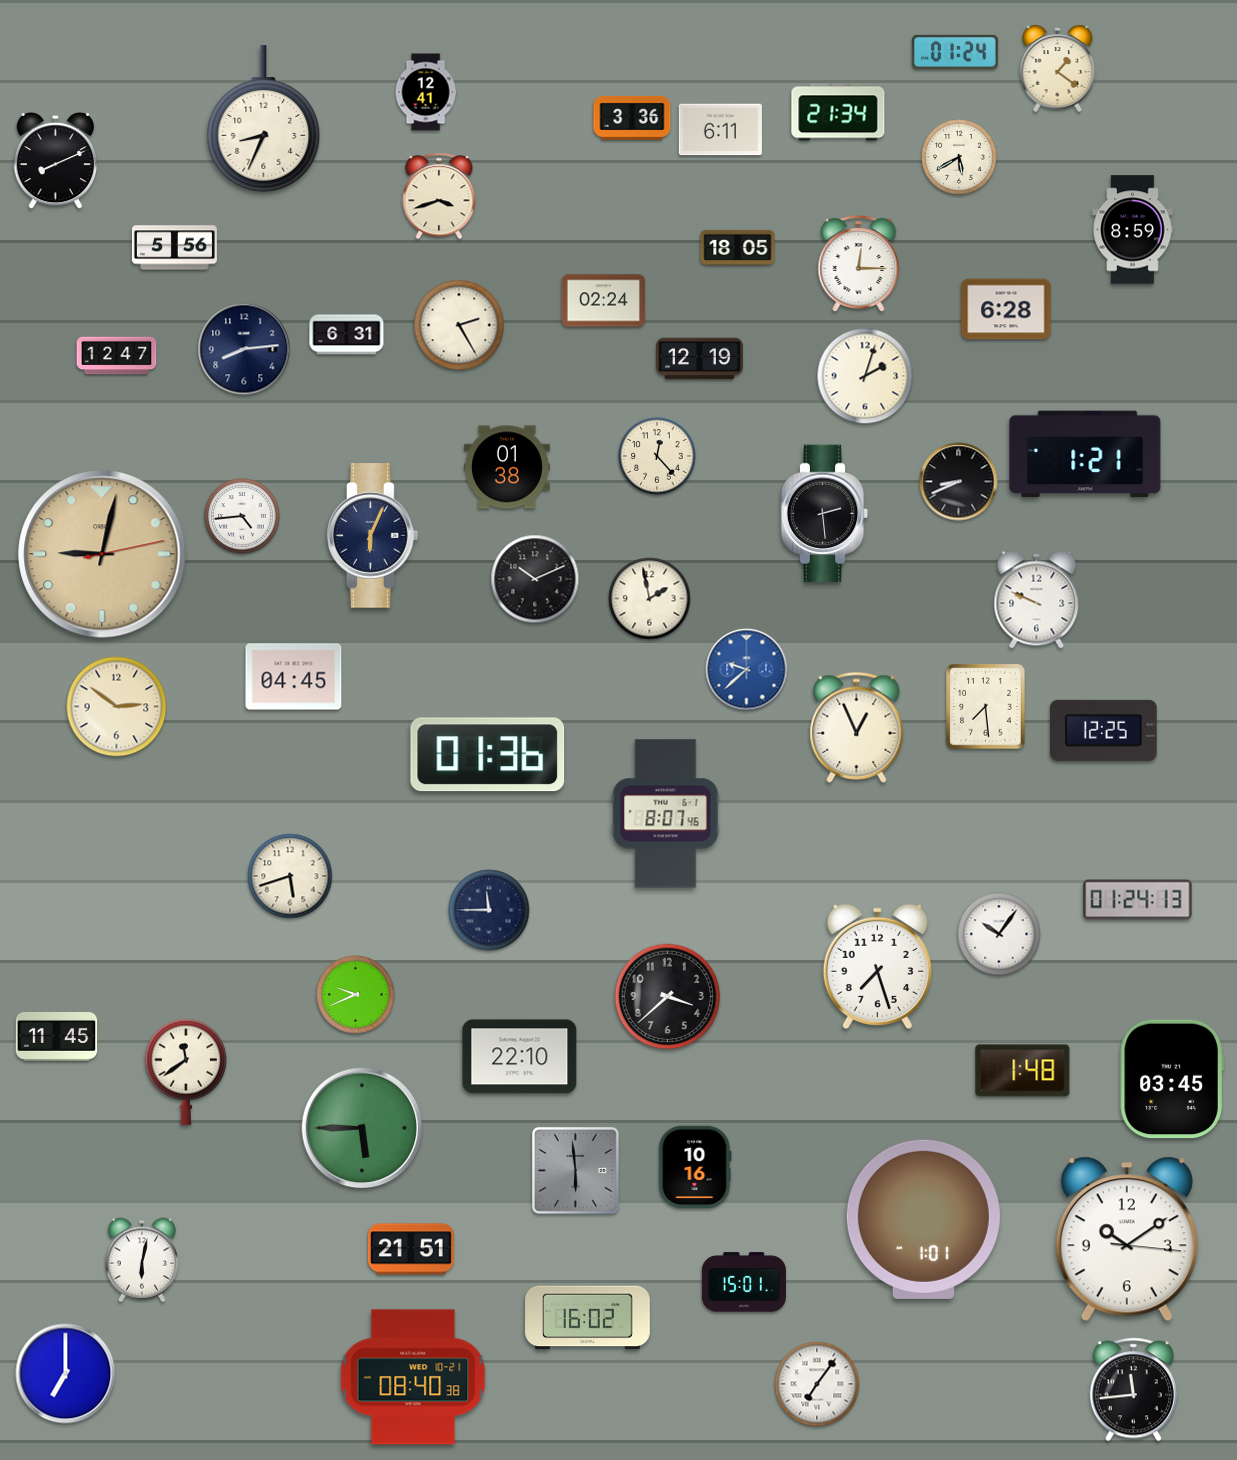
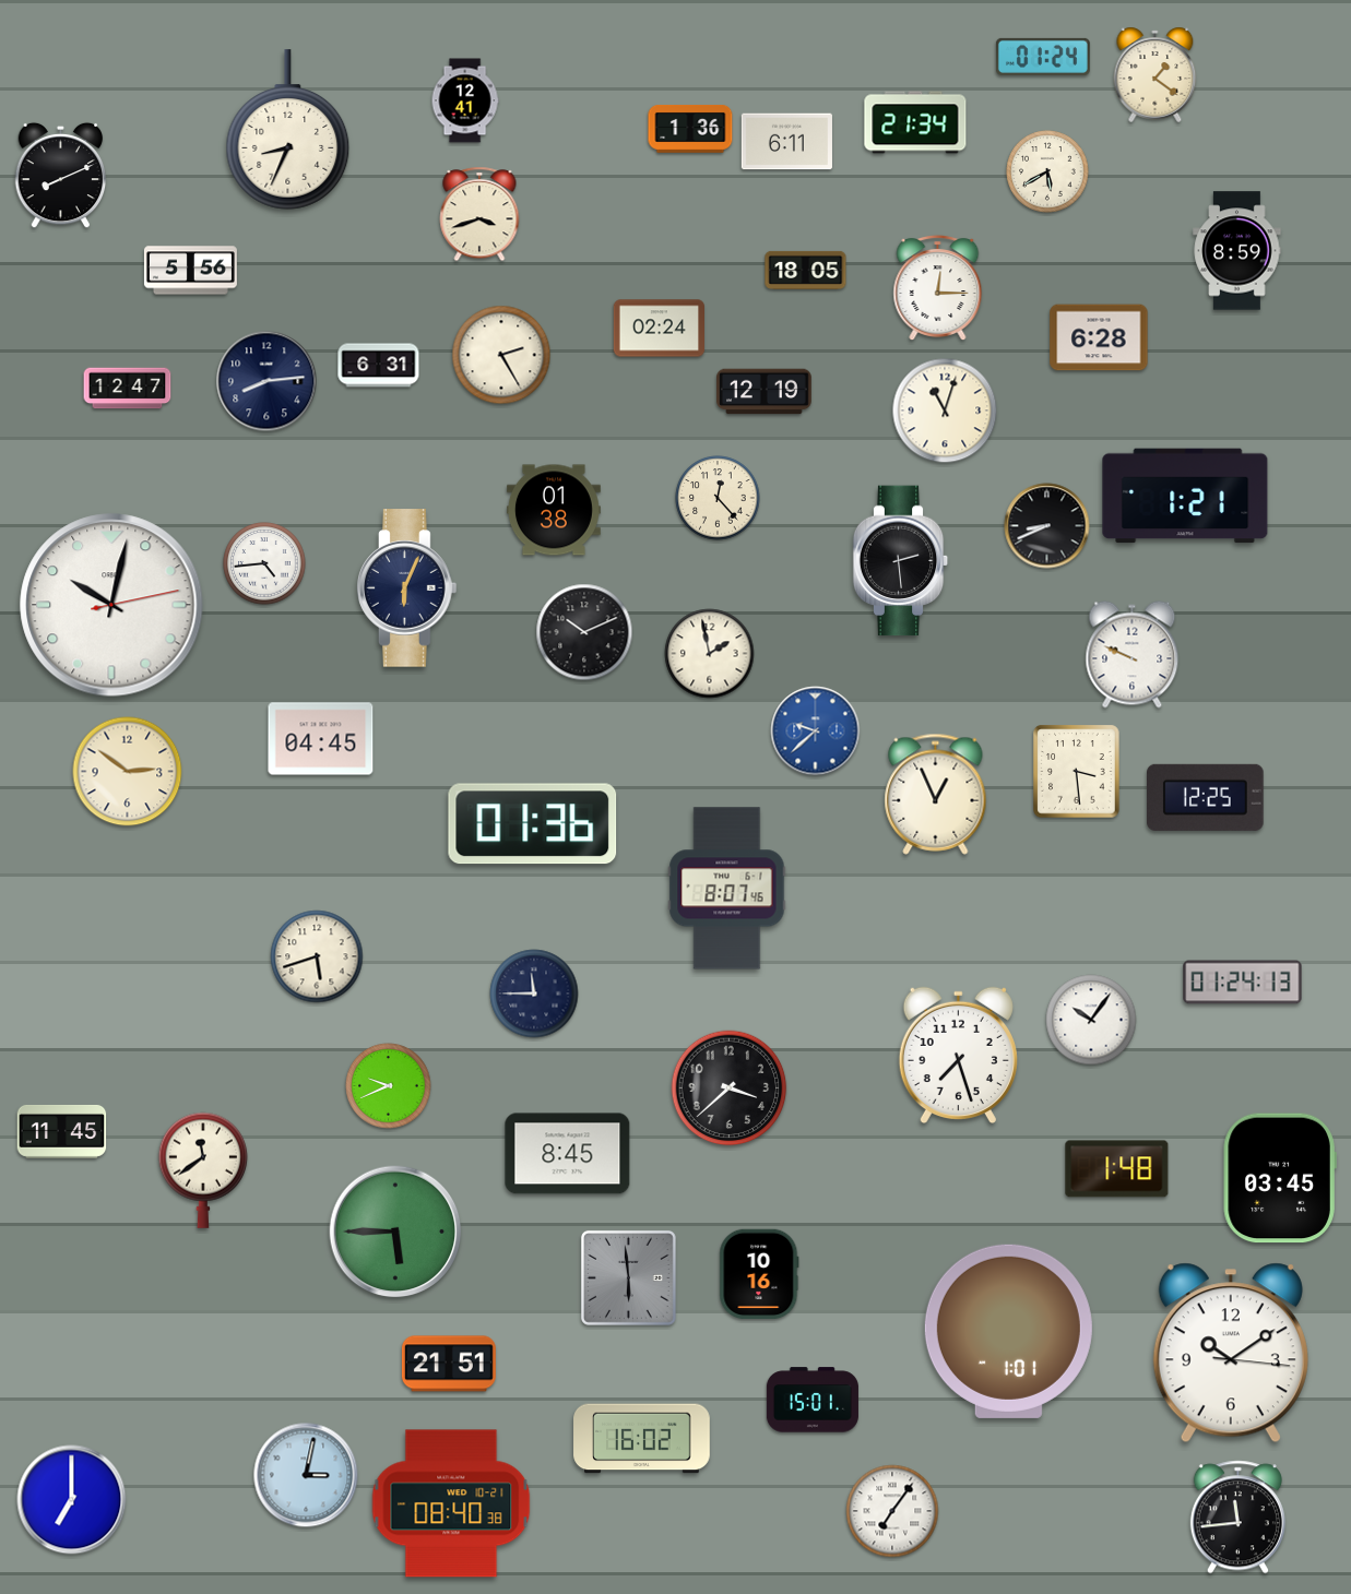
clock at (632, 119): 3:36 -> 1:36
clock at (865, 376): 2:03 -> 11:03
clock at (373, 536) position: (373, 536) -> (407, 588)
clock at (102, 554): 9:02 -> 10:02
clock at (102, 554) dial: champagne -> white
clock at (986, 707): 7:29 -> 3:29
clock at (520, 1057): 22:10 -> 8:45
clock at (142, 1260): 6:02 -> none
clock at (306, 1475): none -> 3:02
